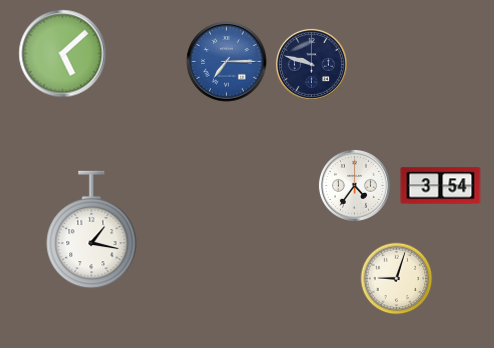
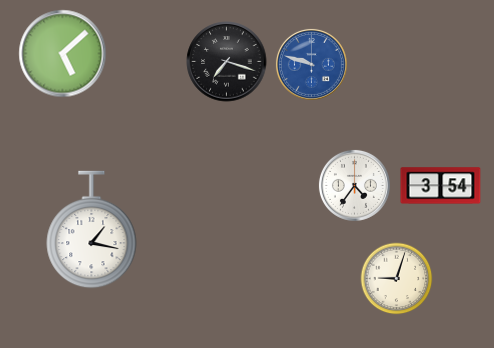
clock at (227, 62): 7:15 -> 7:18
clock at (227, 62) dial: blue -> black
clock at (311, 64) dial: navy -> blue
